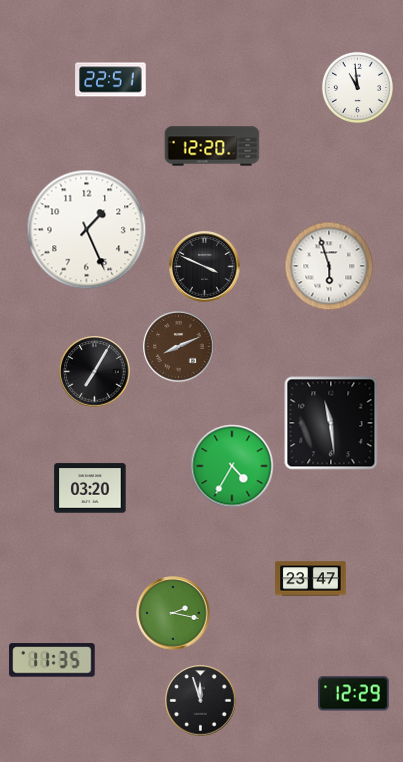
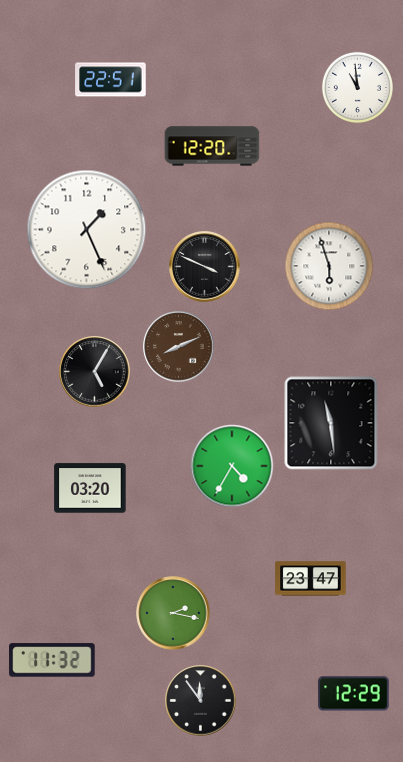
clock at (95, 372): 7:05 -> 5:05
clock at (52, 660): 11:35 -> 11:32
clock at (201, 701): 11:57 -> 11:54
